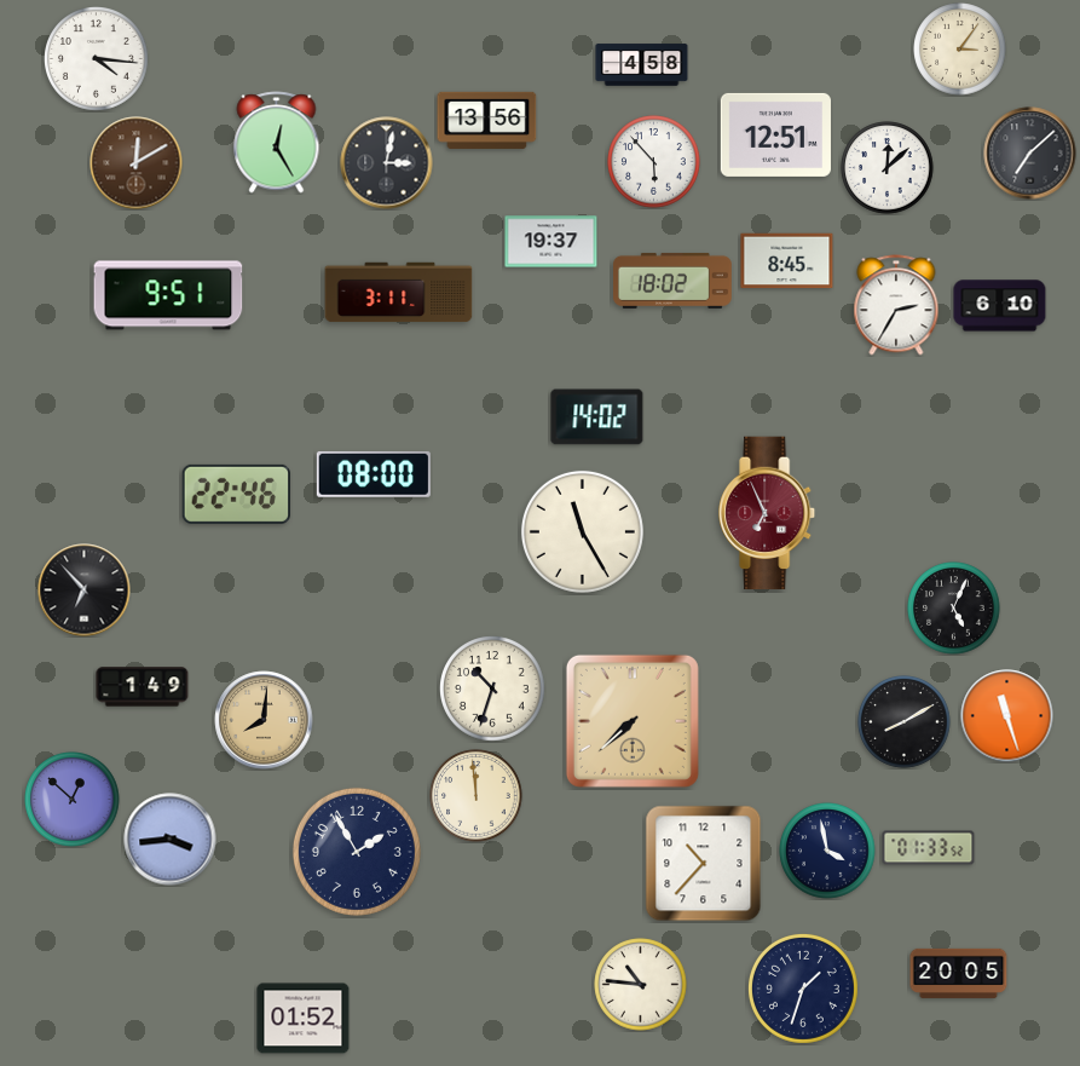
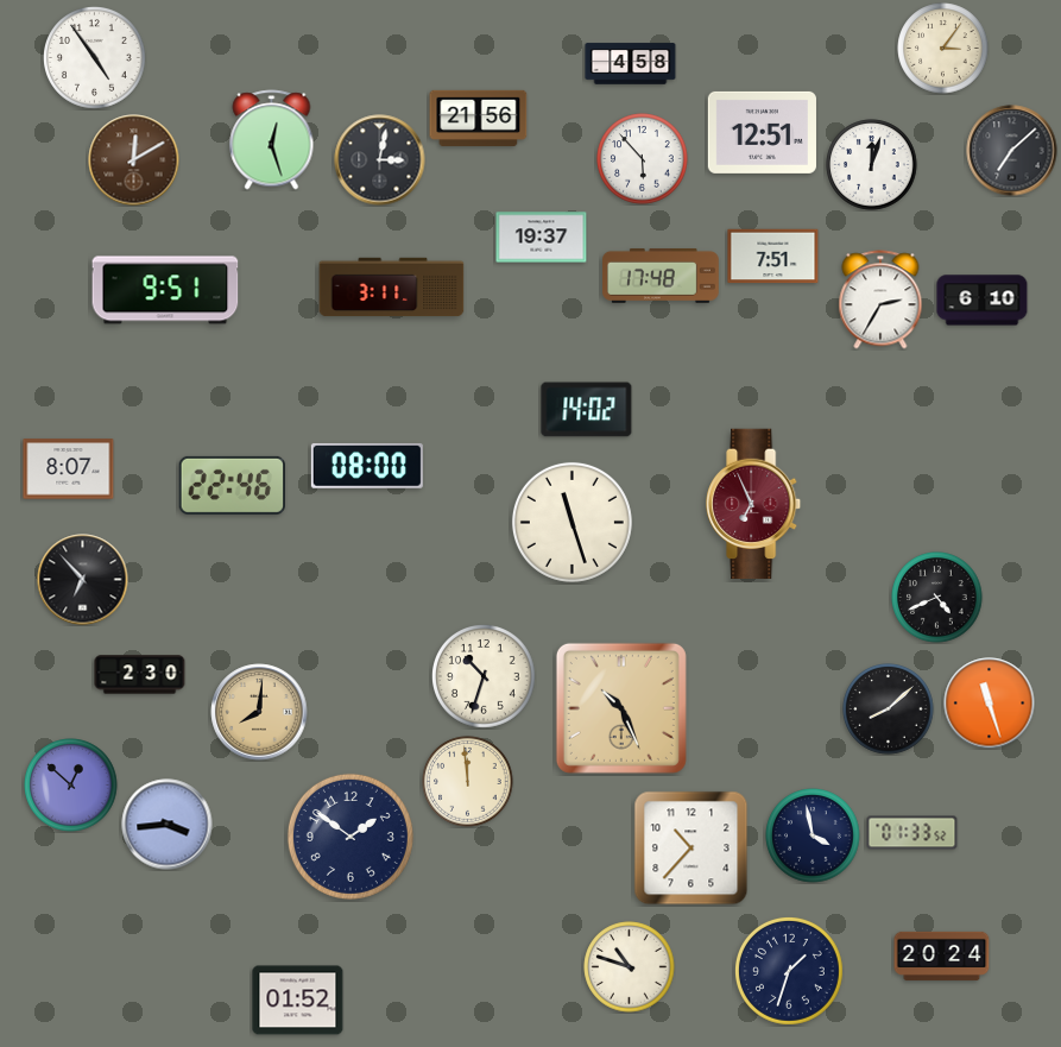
clock at (97, 59): 4:16 -> 4:54
clock at (487, 120): 13:56 -> 21:56
clock at (277, 143): 12:25 -> 12:27
clock at (888, 168): 12:08 -> 12:03
clock at (787, 261): 8:45 -> 7:51
clock at (674, 281): 18:02 -> 17:48
clock at (69, 469): none -> 8:07
clock at (582, 531): 11:25 -> 11:27
clock at (954, 609): 5:04 -> 4:41
clock at (143, 687): 1:49 -> 2:30
clock at (264, 720) position: (264, 720) -> (259, 712)
clock at (633, 721): 7:38 -> 10:26
clock at (905, 722): 8:10 -> 8:08
clock at (357, 852): 1:55 -> 1:51
clock at (959, 973): 20:05 -> 20:24
clock at (641, 985): 10:46 -> 10:48
